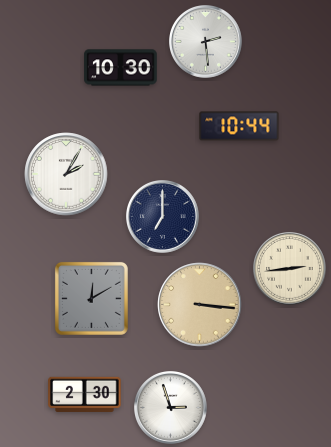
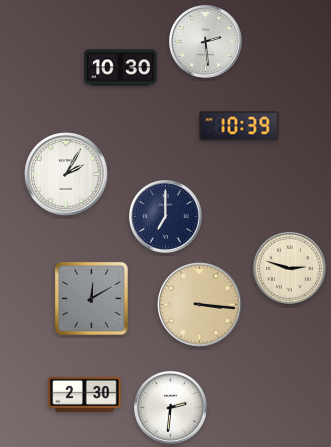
clock at (239, 126): 10:44 -> 10:39
clock at (163, 217) position: (163, 217) -> (166, 217)
clock at (290, 269): 2:44 -> 2:48
clock at (171, 408): 2:57 -> 2:31
